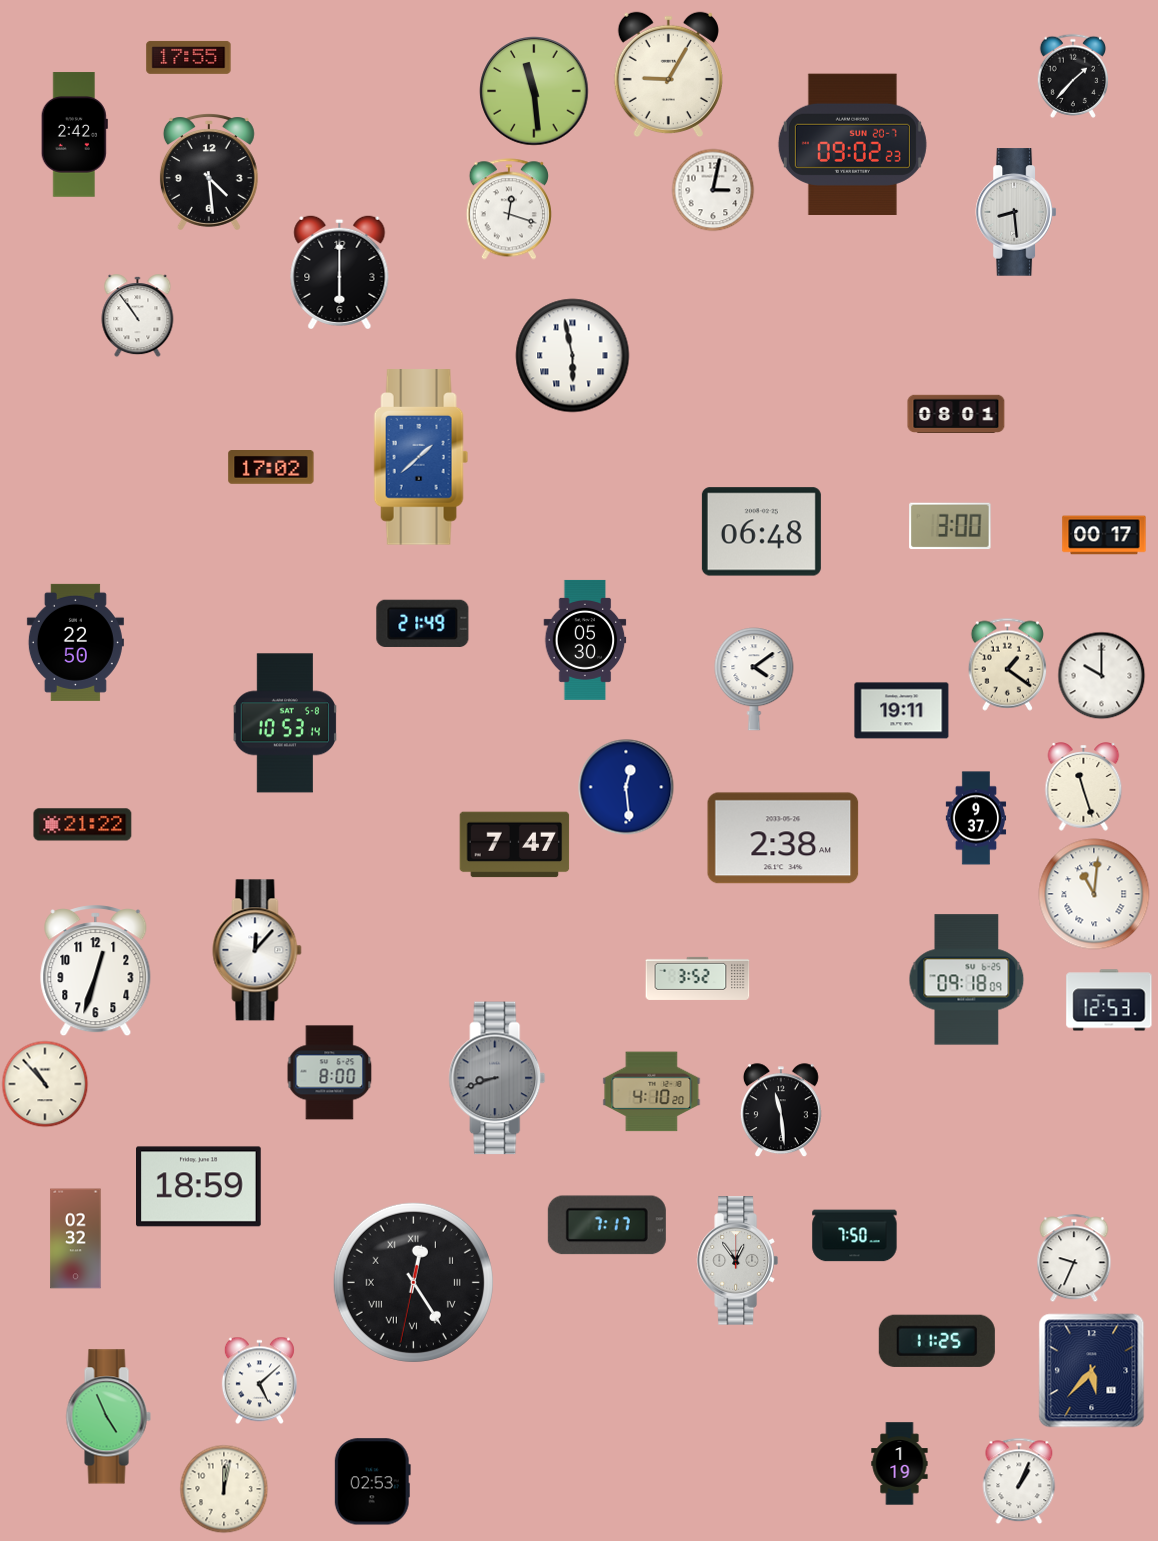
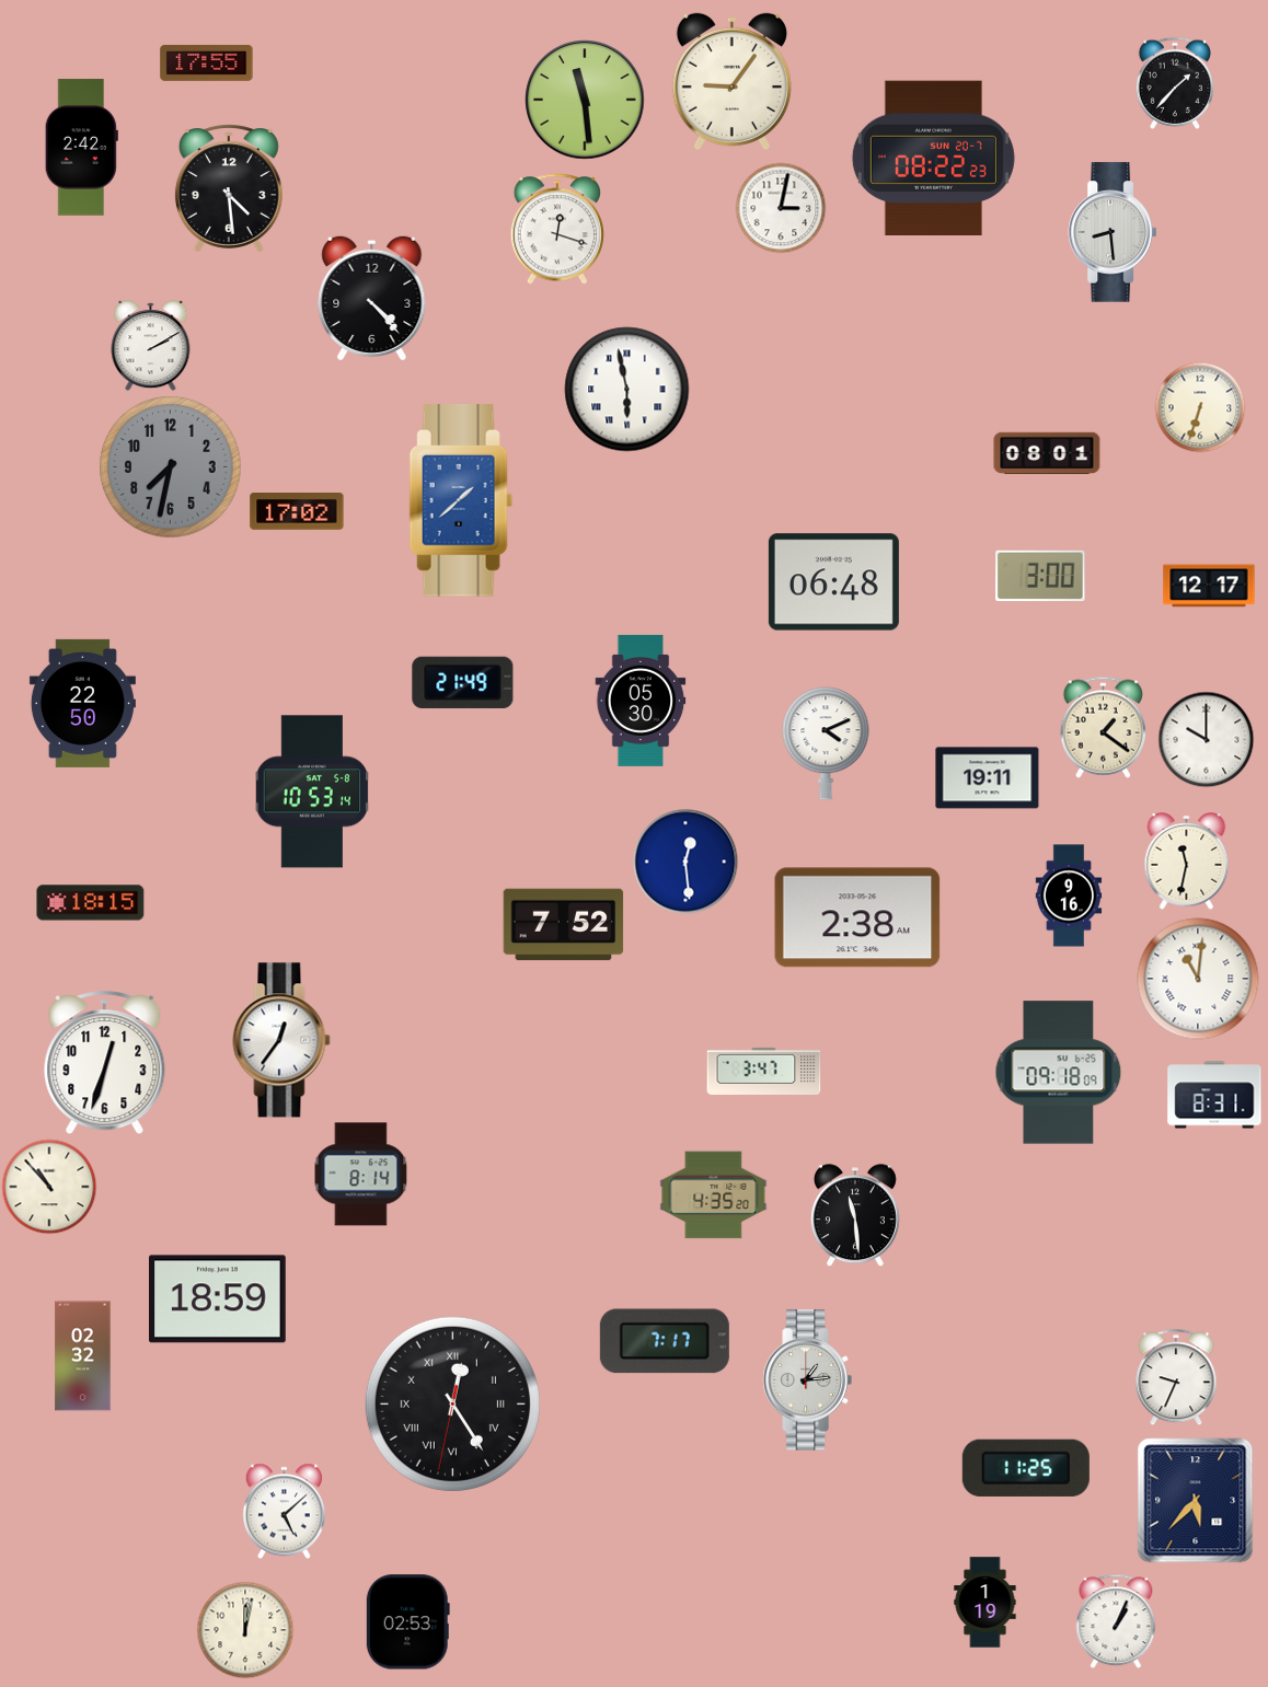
clock at (668, 75): 9:05 -> 9:06
clock at (852, 144): 09:02 -> 08:22
clock at (340, 272): 6:00 -> 4:23
clock at (138, 316): 10:54 -> 2:10
clock at (1200, 407): none -> 6:33
clock at (171, 467): none -> 7:32
clock at (1104, 535): 00:17 -> 12:17
clock at (754, 679): 4:09 -> 4:11
clock at (1084, 787): 11:27 -> 11:32
clock at (976, 818): 9:37 -> 9:16
clock at (83, 825): 21:22 -> 18:15
clock at (515, 845): 7:47 -> 7:52
clock at (257, 950): 12:07 -> 12:36
clock at (698, 978): 3:52 -> 3:47
clock at (1109, 1000): 12:53 -> 8:31
clock at (330, 1073): 8:00 -> 8:14
clock at (497, 1078): 8:42 -> none
clock at (652, 1092): 4:10 -> 4:35
clock at (855, 1236): 7:50 -> none
clock at (737, 1261): 12:54 -> 1:14
clock at (108, 1417): 4:56 -> none
